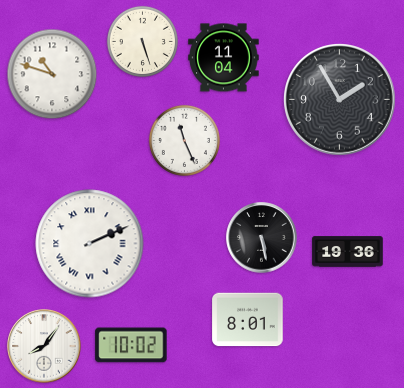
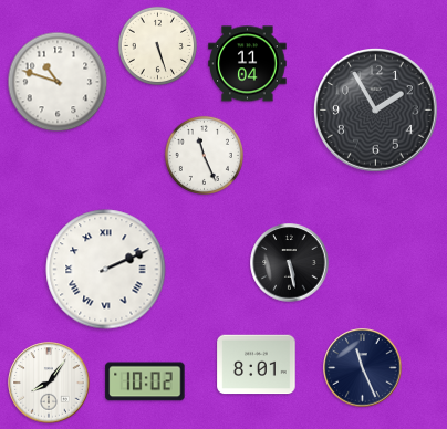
clock at (90, 244) position: (90, 244) -> (106, 270)
clock at (348, 252): 19:36 -> none
clock at (248, 320) position: (248, 320) -> (257, 365)
clock at (363, 368): none -> 11:26
